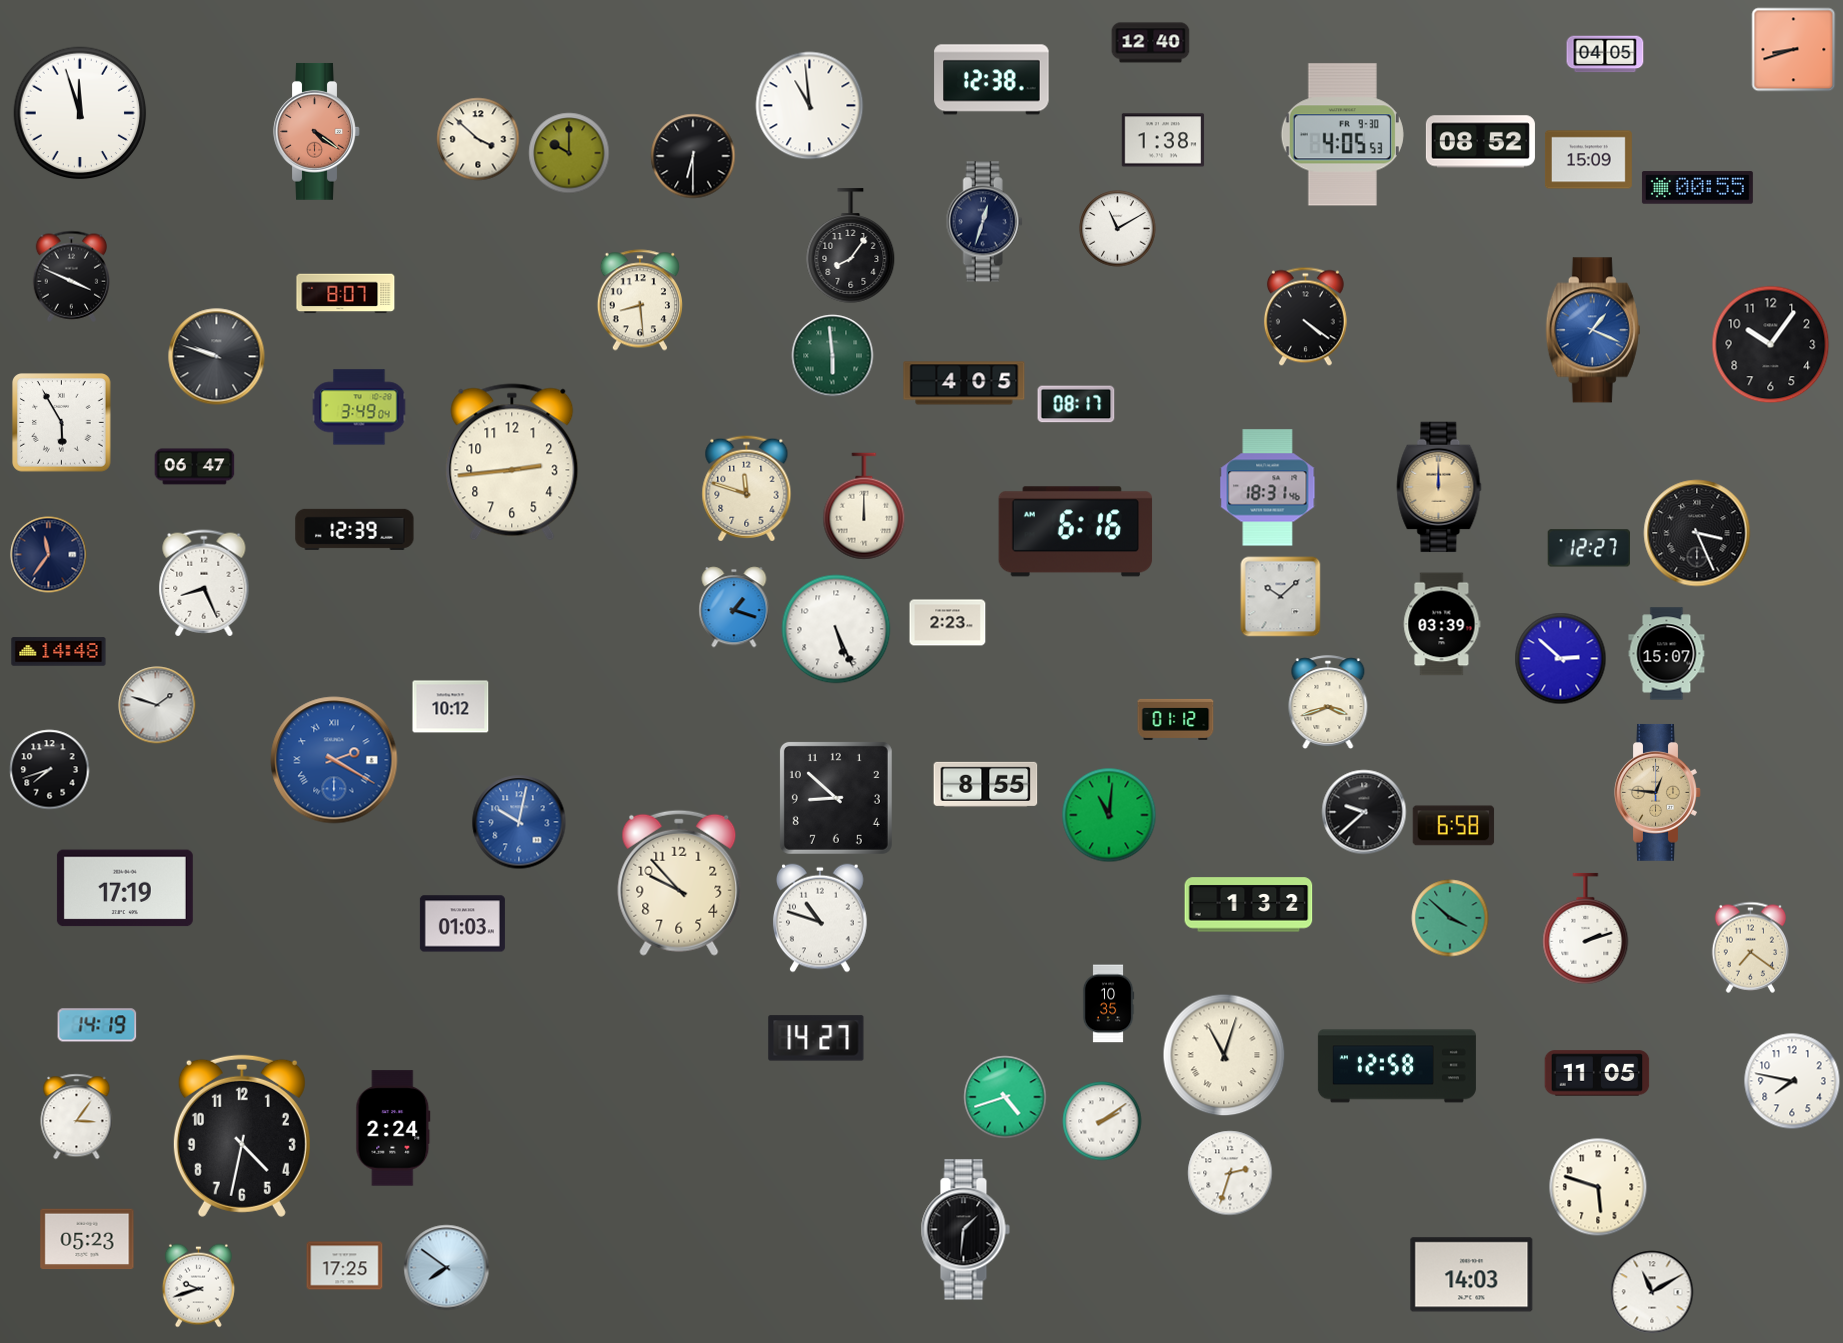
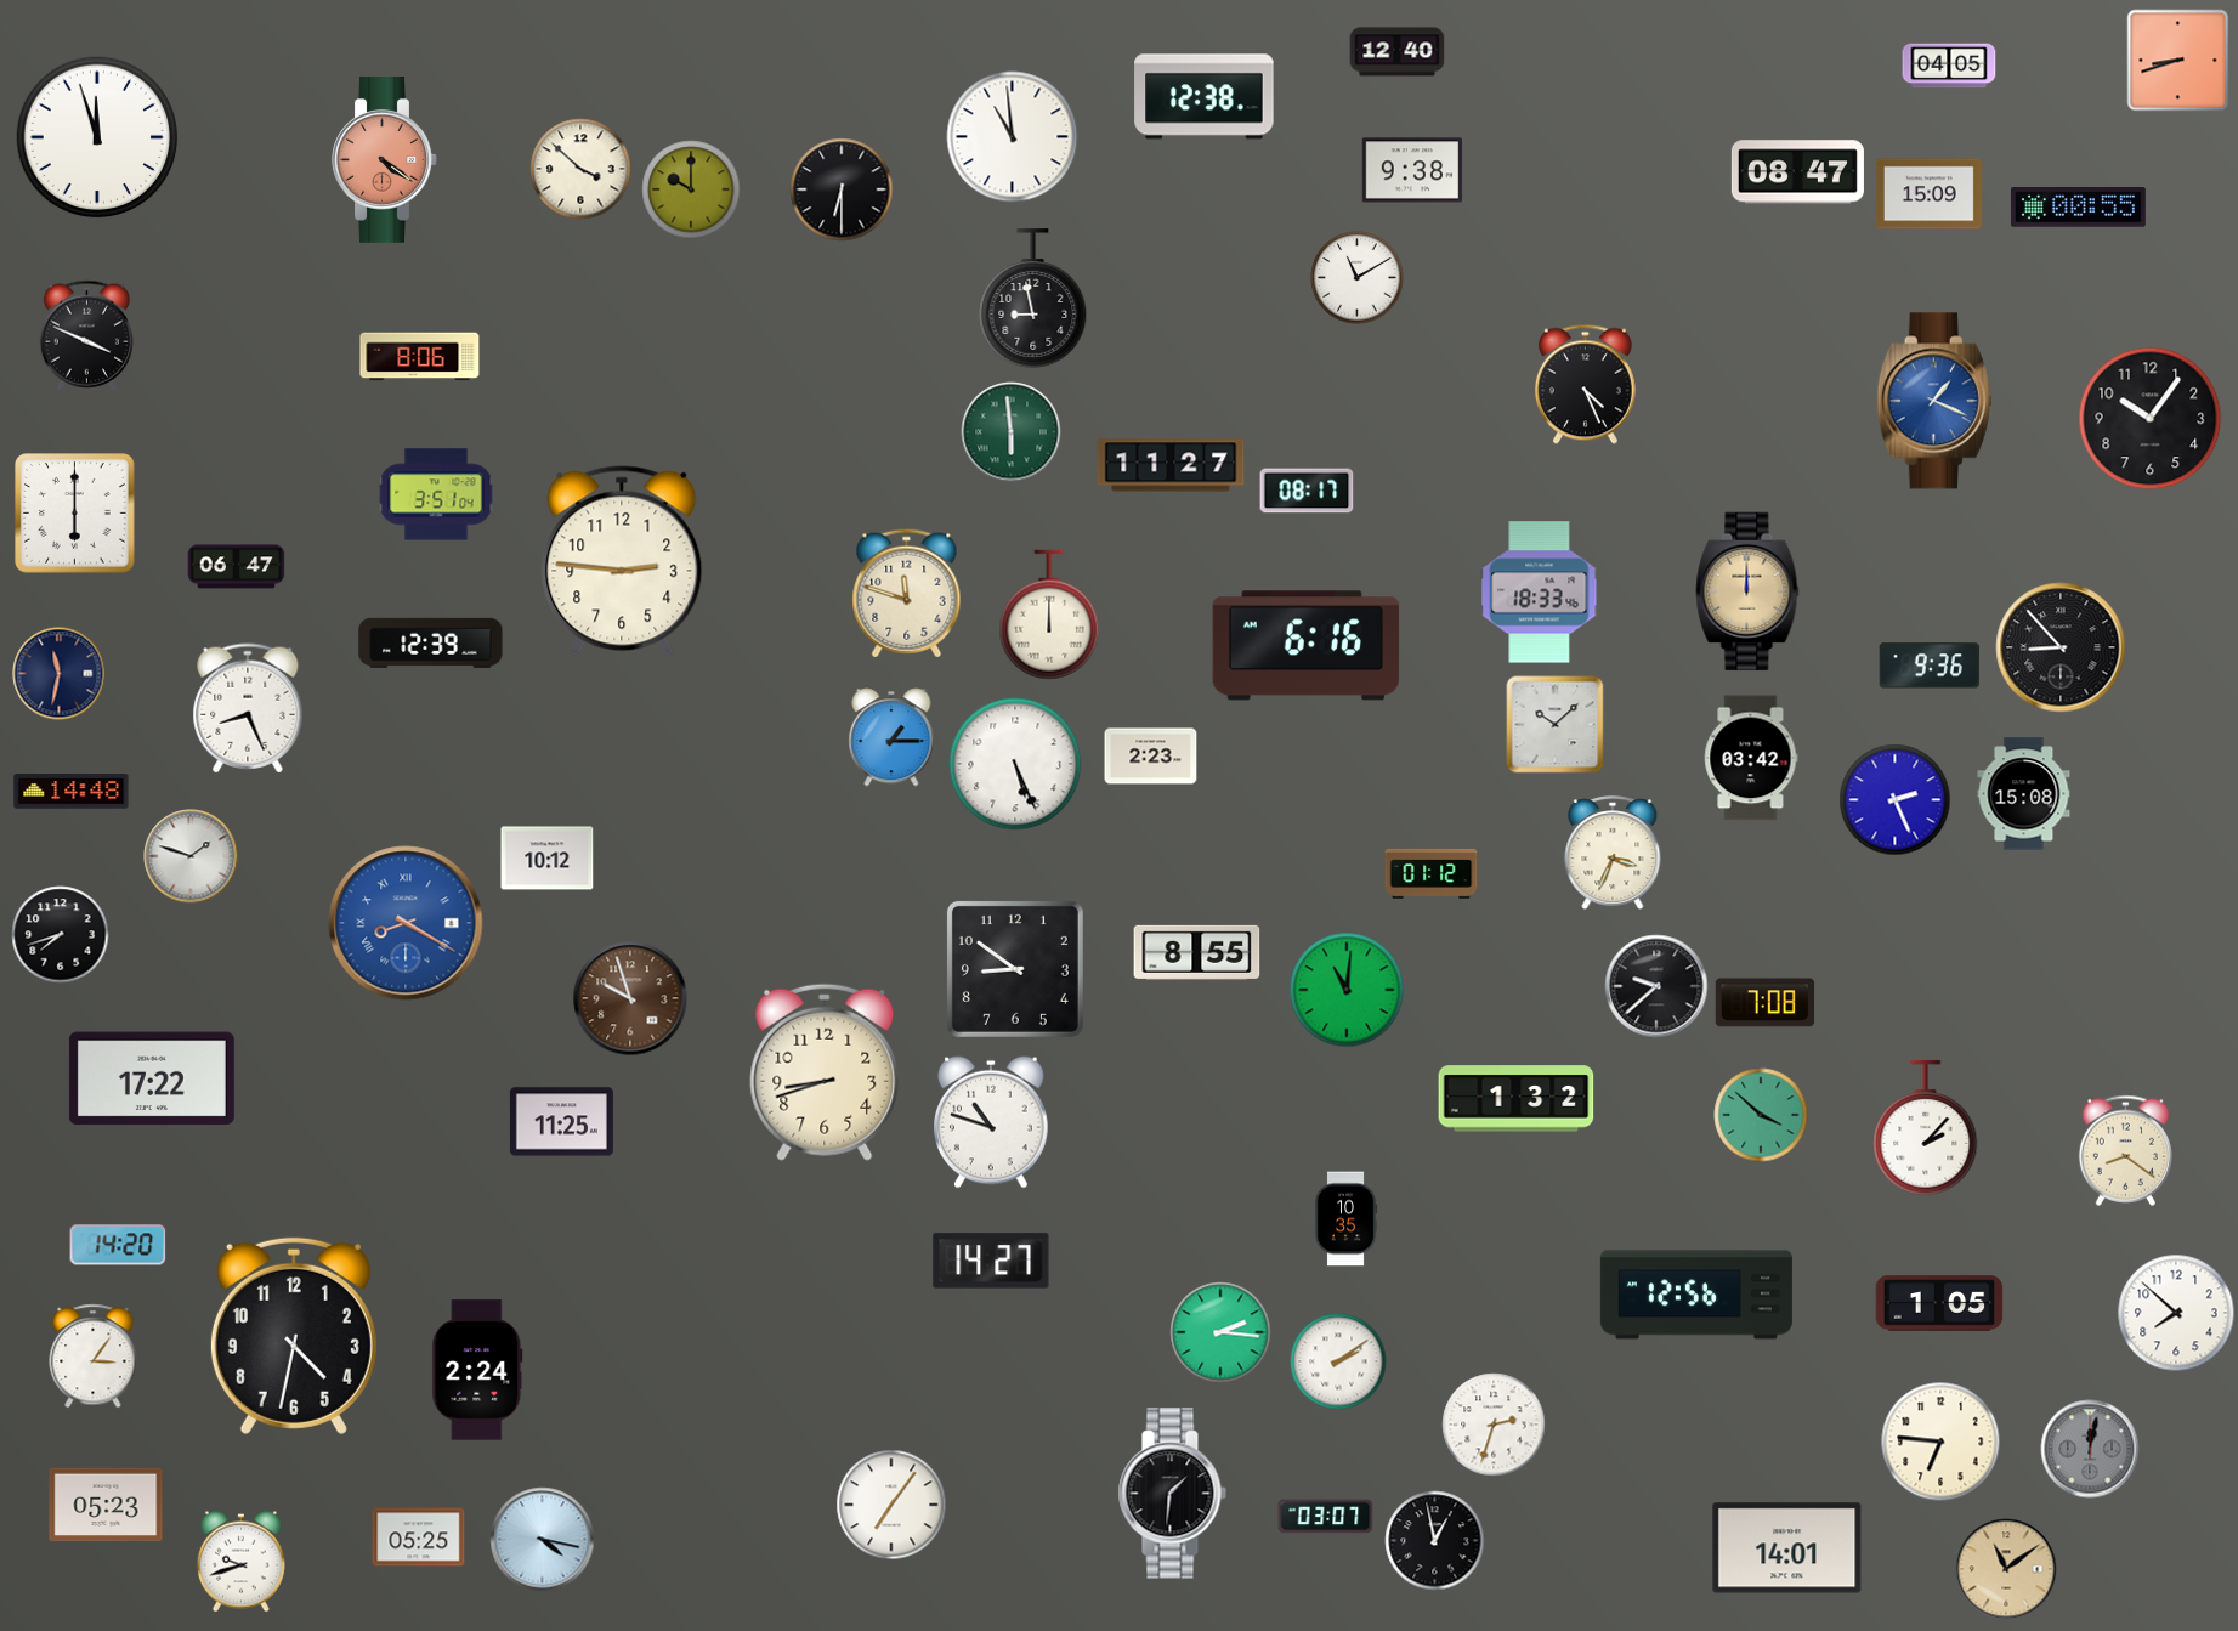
clock at (810, 106) position: (810, 106) -> (1013, 137)
clock at (1342, 135): 4:05 -> none
clock at (1163, 140): 1:38 -> 9:38
clock at (1480, 142): 08:52 -> 08:47
clock at (569, 153) position: (569, 153) -> (691, 189)
clock at (1697, 188) position: (1697, 188) -> (2078, 208)
clock at (984, 222): 12:33 -> none
clock at (851, 246): 8:06 -> 8:58
clock at (346, 294): 8:07 -> 8:06
clock at (640, 300): 8:29 -> none
clock at (1305, 317): 4:21 -> 4:26
clock at (217, 357): 9:48 -> none
clock at (964, 383): 4:05 -> 11:27
clock at (359, 407): 3:49 -> 3:51
clock at (62, 423): 5:55 -> 6:00
clock at (512, 462): 2:44 -> 2:46
clock at (1268, 488): 18:31 -> 18:33
clock at (1697, 533): 3:26 -> 8:53
clock at (1588, 548): 12:27 -> 9:36
clock at (49, 555): 11:36 -> 11:32
clock at (734, 607): 1:18 -> 1:15
clock at (1442, 624): 03:39 -> 03:42
clock at (1667, 654): 15:07 -> 15:08
clock at (1561, 659): 2:52 -> 2:26
clock at (1328, 702): 3:42 -> 3:34
clock at (1176, 719) position: (1176, 719) -> (1432, 873)
clock at (334, 760): 2:20 -> 8:20
clock at (1658, 792): 12:46 -> none
clock at (836, 798): 8:52 -> 8:51
clock at (519, 822): 10:02 -> 9:57
clock at (519, 822) dial: blue -> brown
clock at (1454, 826): 6:58 -> 7:08
clock at (679, 883): 9:53 -> 8:42
clock at (125, 888): 17:19 -> 17:22
clock at (821, 918) position: (821, 918) -> (992, 1122)
clock at (462, 924): 01:03 -> 11:25
clock at (1586, 929): 2:12 -> 2:07
clock at (1750, 947): 7:21 -> 8:21
clock at (97, 1025): 14:19 -> 14:20
clock at (1224, 1055): 11:03 -> none
clock at (1397, 1066): 12:58 -> 12:56
clock at (1597, 1073): 11:05 -> 1:05
clock at (1792, 1081): 7:47 -> 7:52
clock at (1005, 1097): 4:42 -> 2:16
clock at (242, 1136) position: (242, 1136) -> (294, 1336)
clock at (1598, 1187): 5:48 -> 6:46
clock at (2090, 1449): none -> 12:02
clock at (891, 1505): none -> 7:06
clock at (1326, 1517): none -> 03:07
clock at (345, 1266): 17:25 -> 05:25
clock at (447, 1268): 7:51 -> 4:17
clock at (1435, 1541): none -> 12:58
clock at (1472, 1275): 14:03 -> 14:01
clock at (1652, 1292): 11:10 -> 11:09
clock at (1652, 1292) dial: white -> champagne
